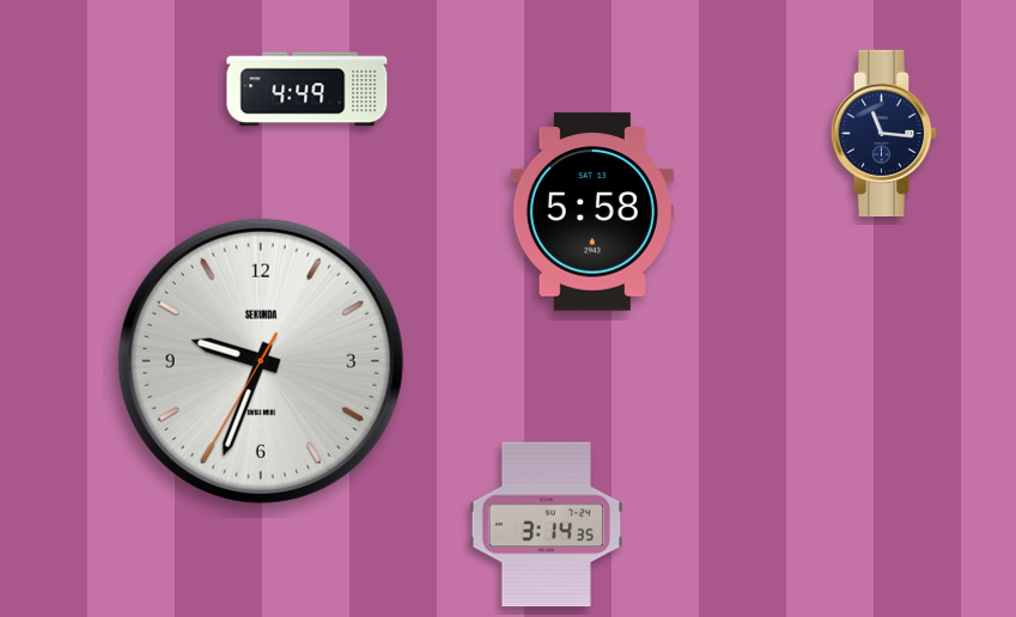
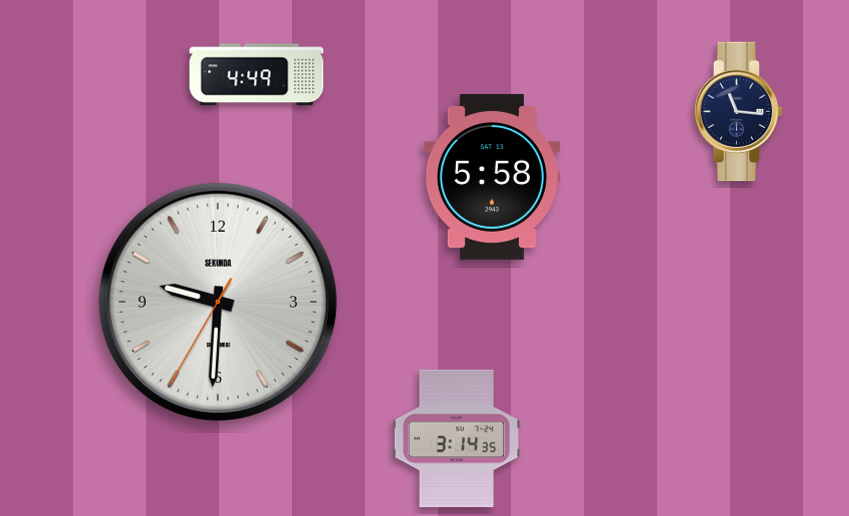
clock at (592, 212) position: (592, 212) -> (492, 177)
clock at (261, 361): 9:33 -> 9:30
